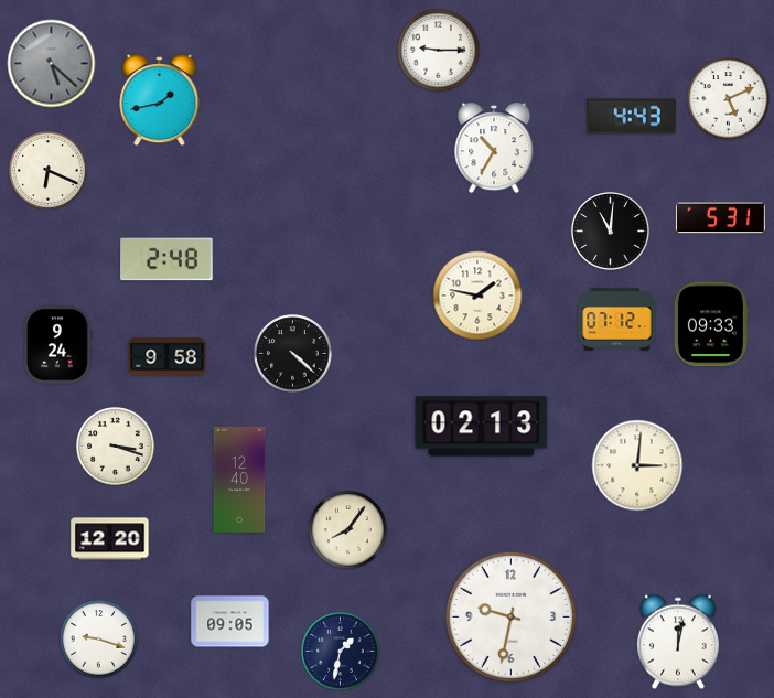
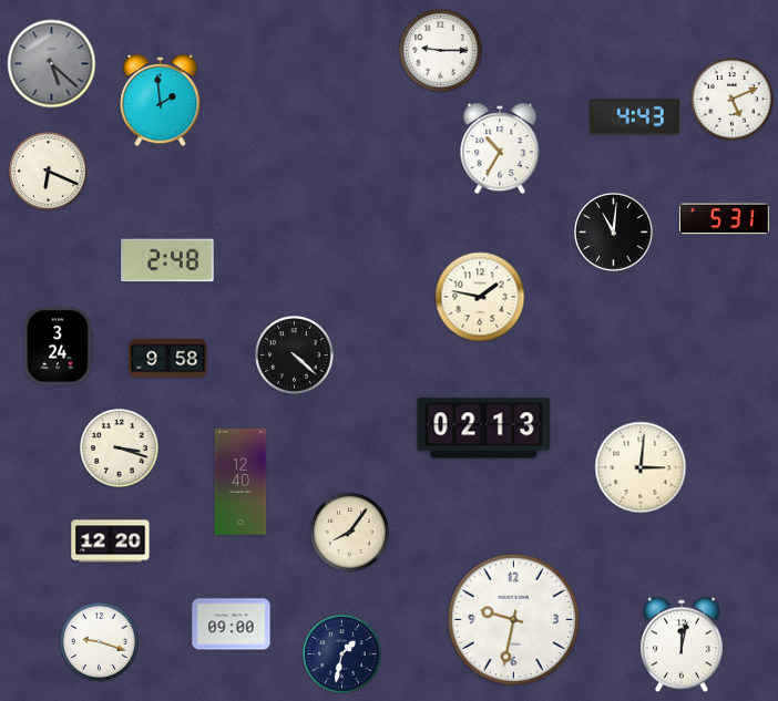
clock at (160, 100): 1:43 -> 1:59
clock at (494, 148) position: (494, 148) -> (500, 148)
clock at (617, 320): 07:12 -> none
clock at (711, 324): 09:33 -> none
clock at (58, 345): 9:24 -> 3:24
clock at (116, 447) position: (116, 447) -> (120, 449)
clock at (230, 622): 09:05 -> 09:00
